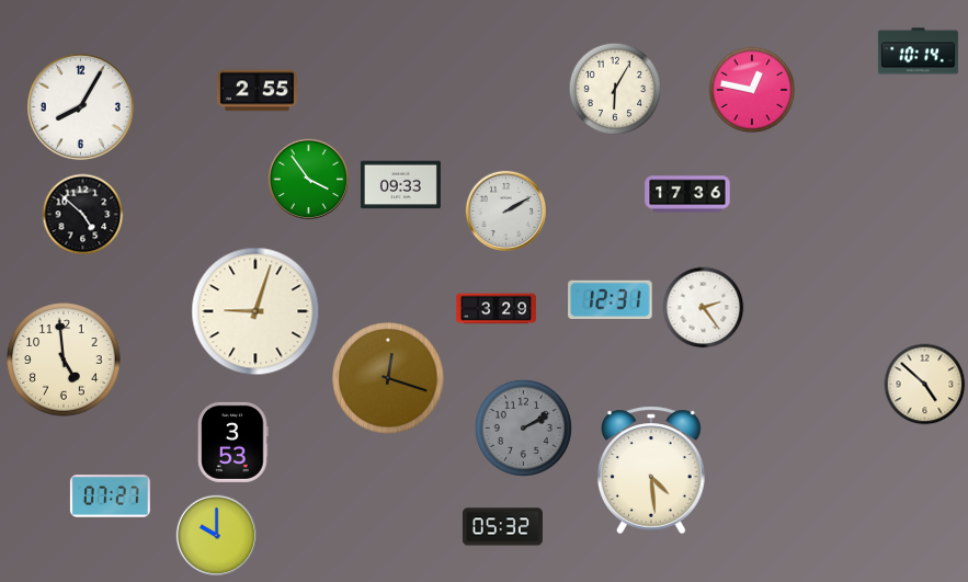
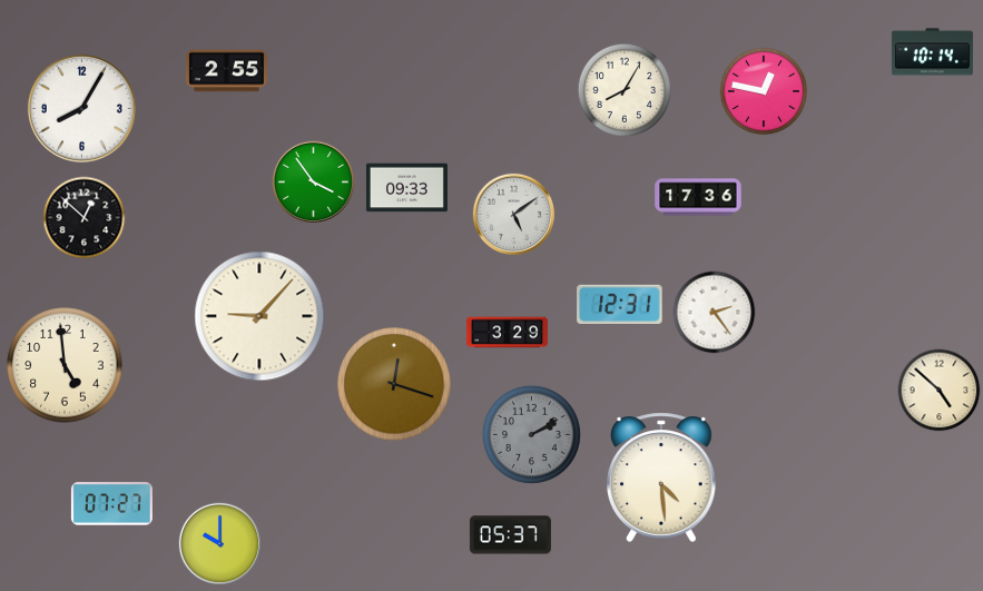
clock at (614, 88): 6:05 -> 8:05
clock at (257, 91) position: (257, 91) -> (226, 71)
clock at (505, 210): 2:10 -> 5:09
clock at (83, 215): 4:52 -> 12:52
clock at (496, 309) position: (496, 309) -> (507, 333)
clock at (255, 311): 9:03 -> 9:07
clock at (234, 442): 3:53 -> none
clock at (502, 527): 05:32 -> 05:37
